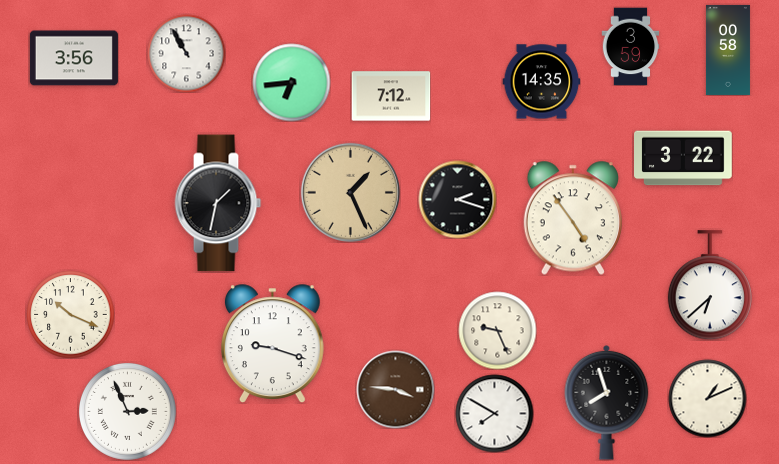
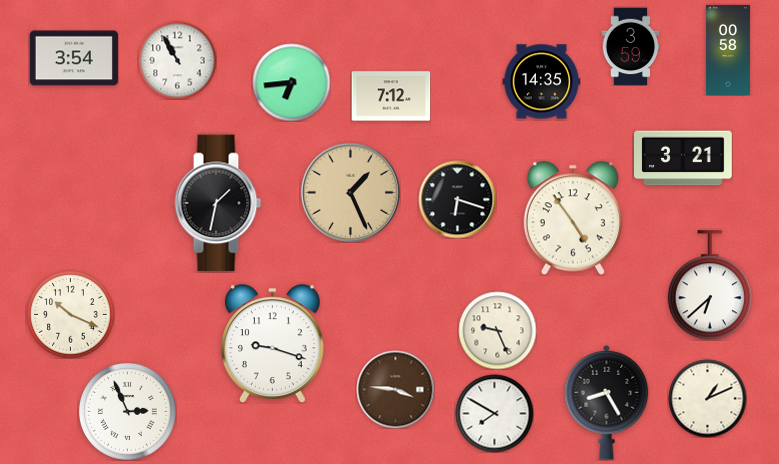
clock at (186, 53) position: (186, 53) -> (177, 60)
clock at (74, 58): 3:56 -> 3:54
clock at (684, 158): 3:22 -> 3:21
clock at (457, 199): 2:18 -> 6:18
clock at (607, 402): 7:57 -> 8:25
